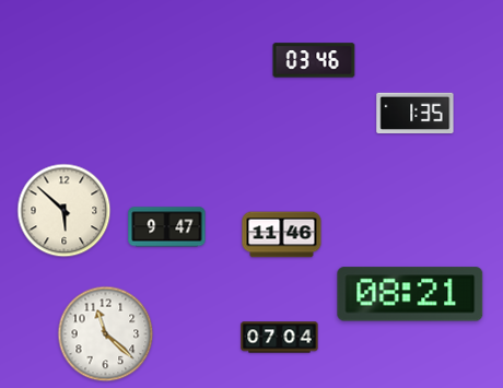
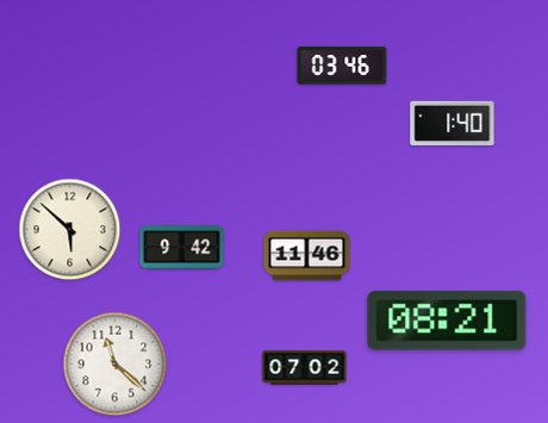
clock at (416, 114): 1:35 -> 1:40
clock at (167, 227): 9:47 -> 9:42
clock at (280, 338): 07:04 -> 07:02
